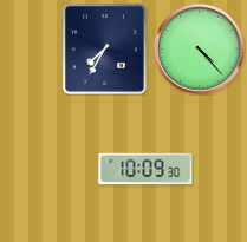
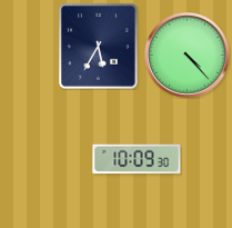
clock at (105, 50): 7:35 -> 5:35
clock at (200, 50) position: (200, 50) -> (188, 56)
